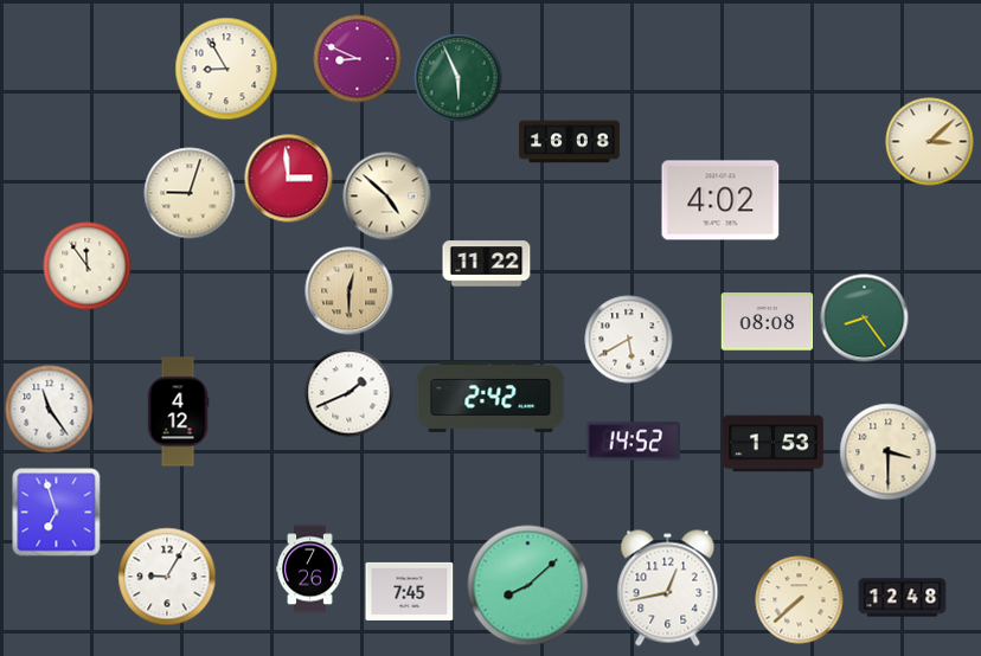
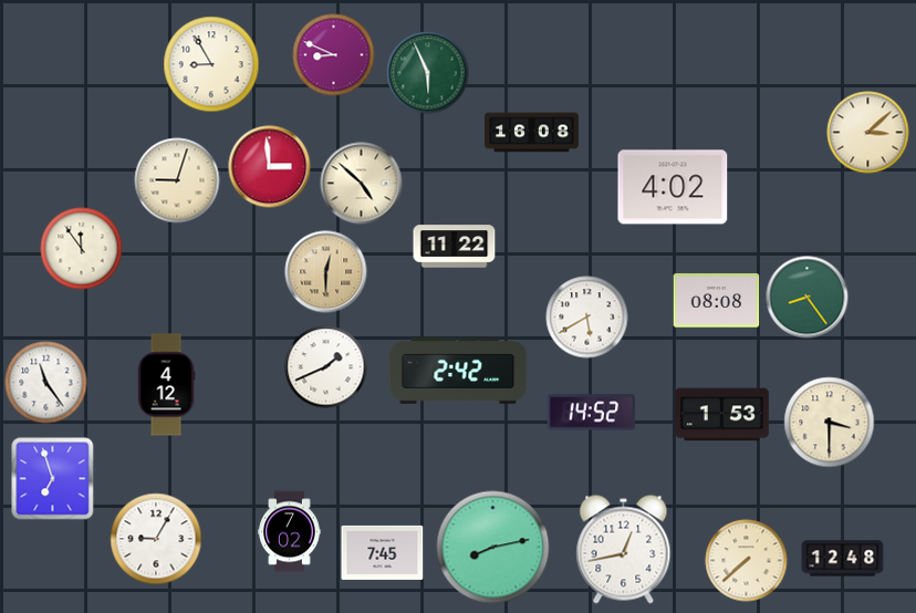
clock at (310, 570): 7:26 -> 7:02
clock at (528, 586): 8:08 -> 8:13
